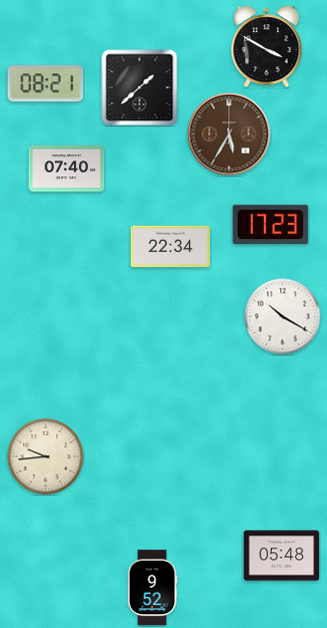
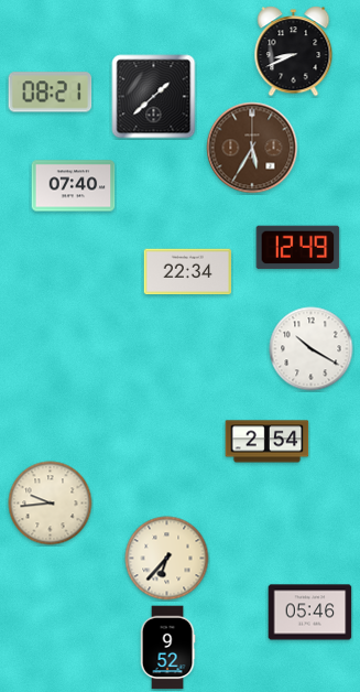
clock at (267, 47): 3:50 -> 8:41
clock at (271, 225): 17:23 -> 12:49
clock at (268, 442): none -> 2:54
clock at (167, 559): none -> 6:37
clock at (282, 556): 05:48 -> 05:46
